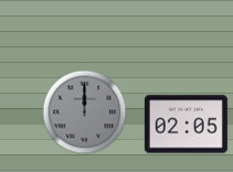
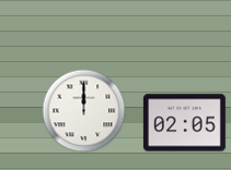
clock at (85, 112) dial: grey -> white
